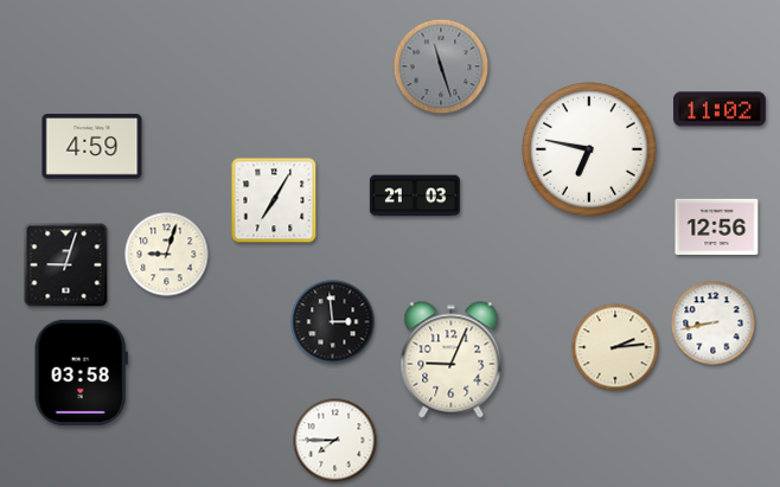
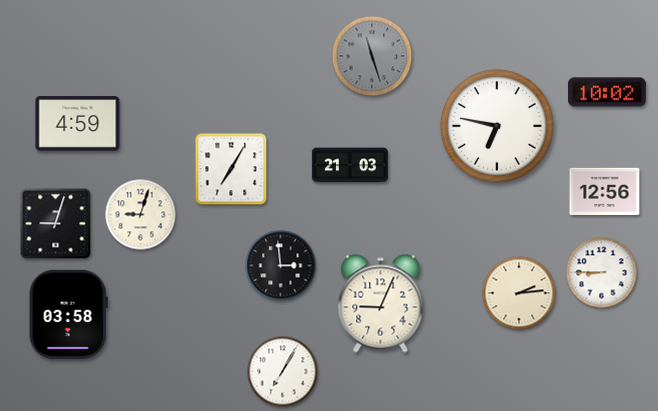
clock at (721, 109): 11:02 -> 10:02
clock at (333, 322) position: (333, 322) -> (281, 266)
clock at (714, 323): 8:43 -> 8:45
clock at (335, 441): 7:45 -> 7:05
